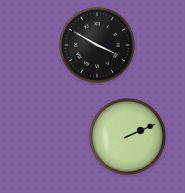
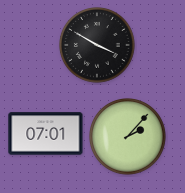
clock at (46, 134): none -> 07:01
clock at (128, 137): 2:11 -> 2:07
